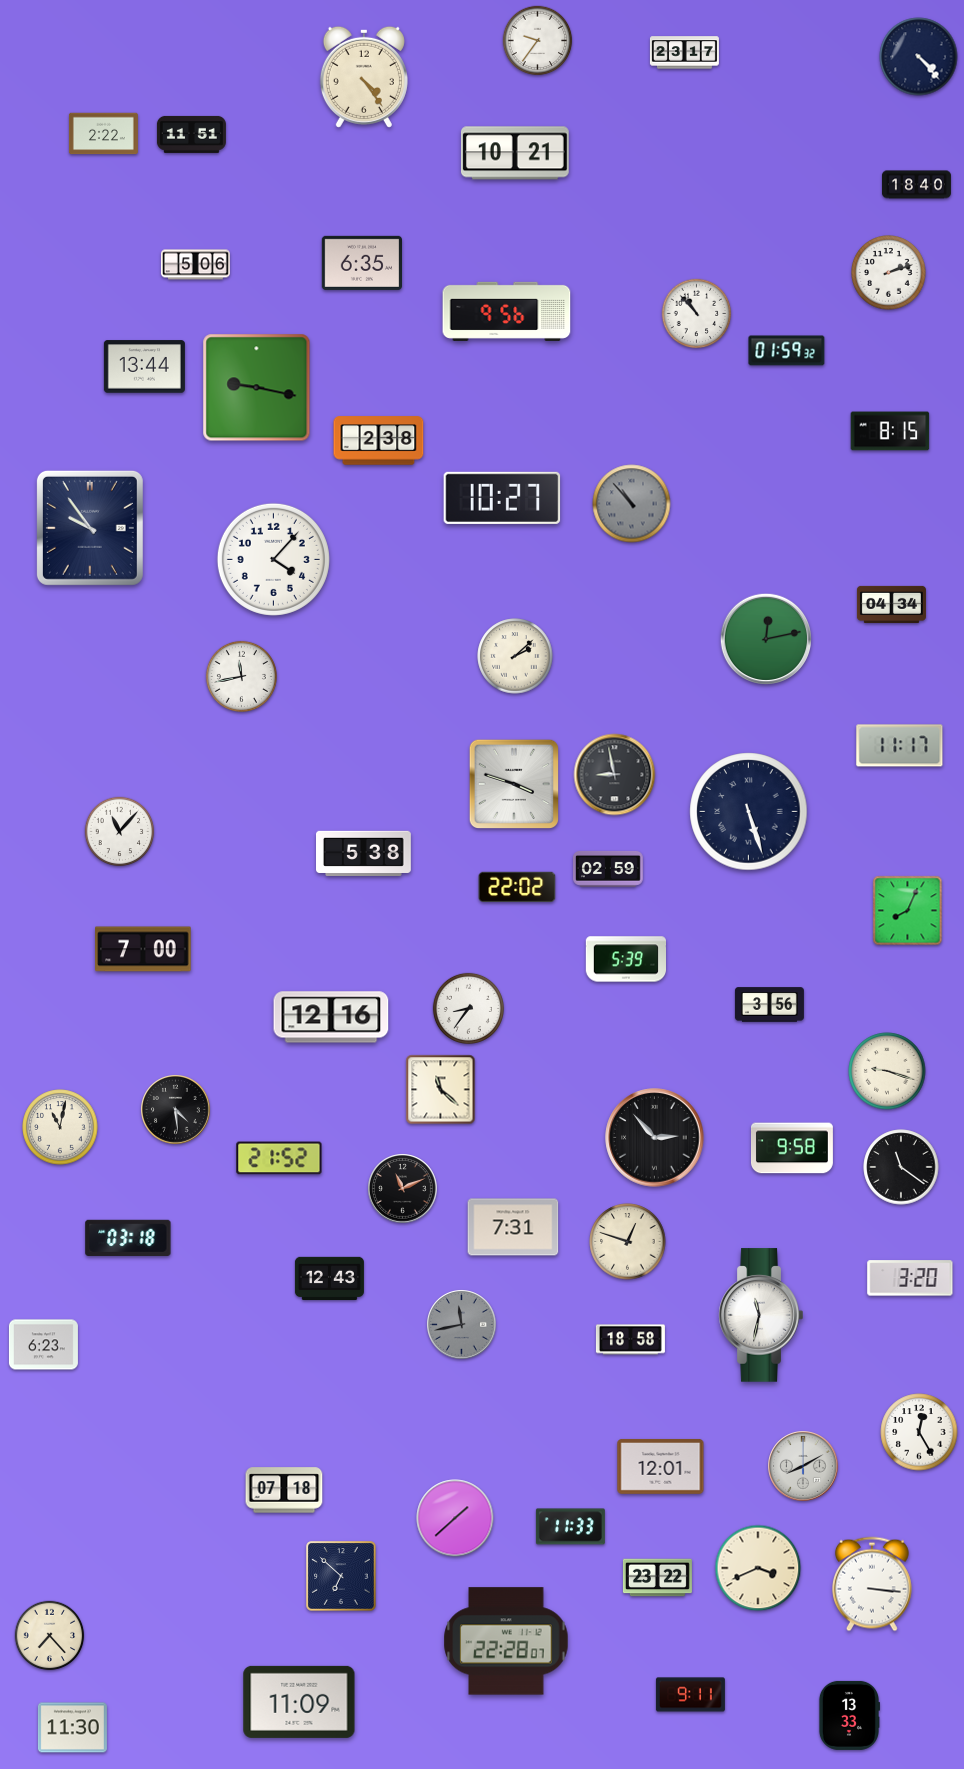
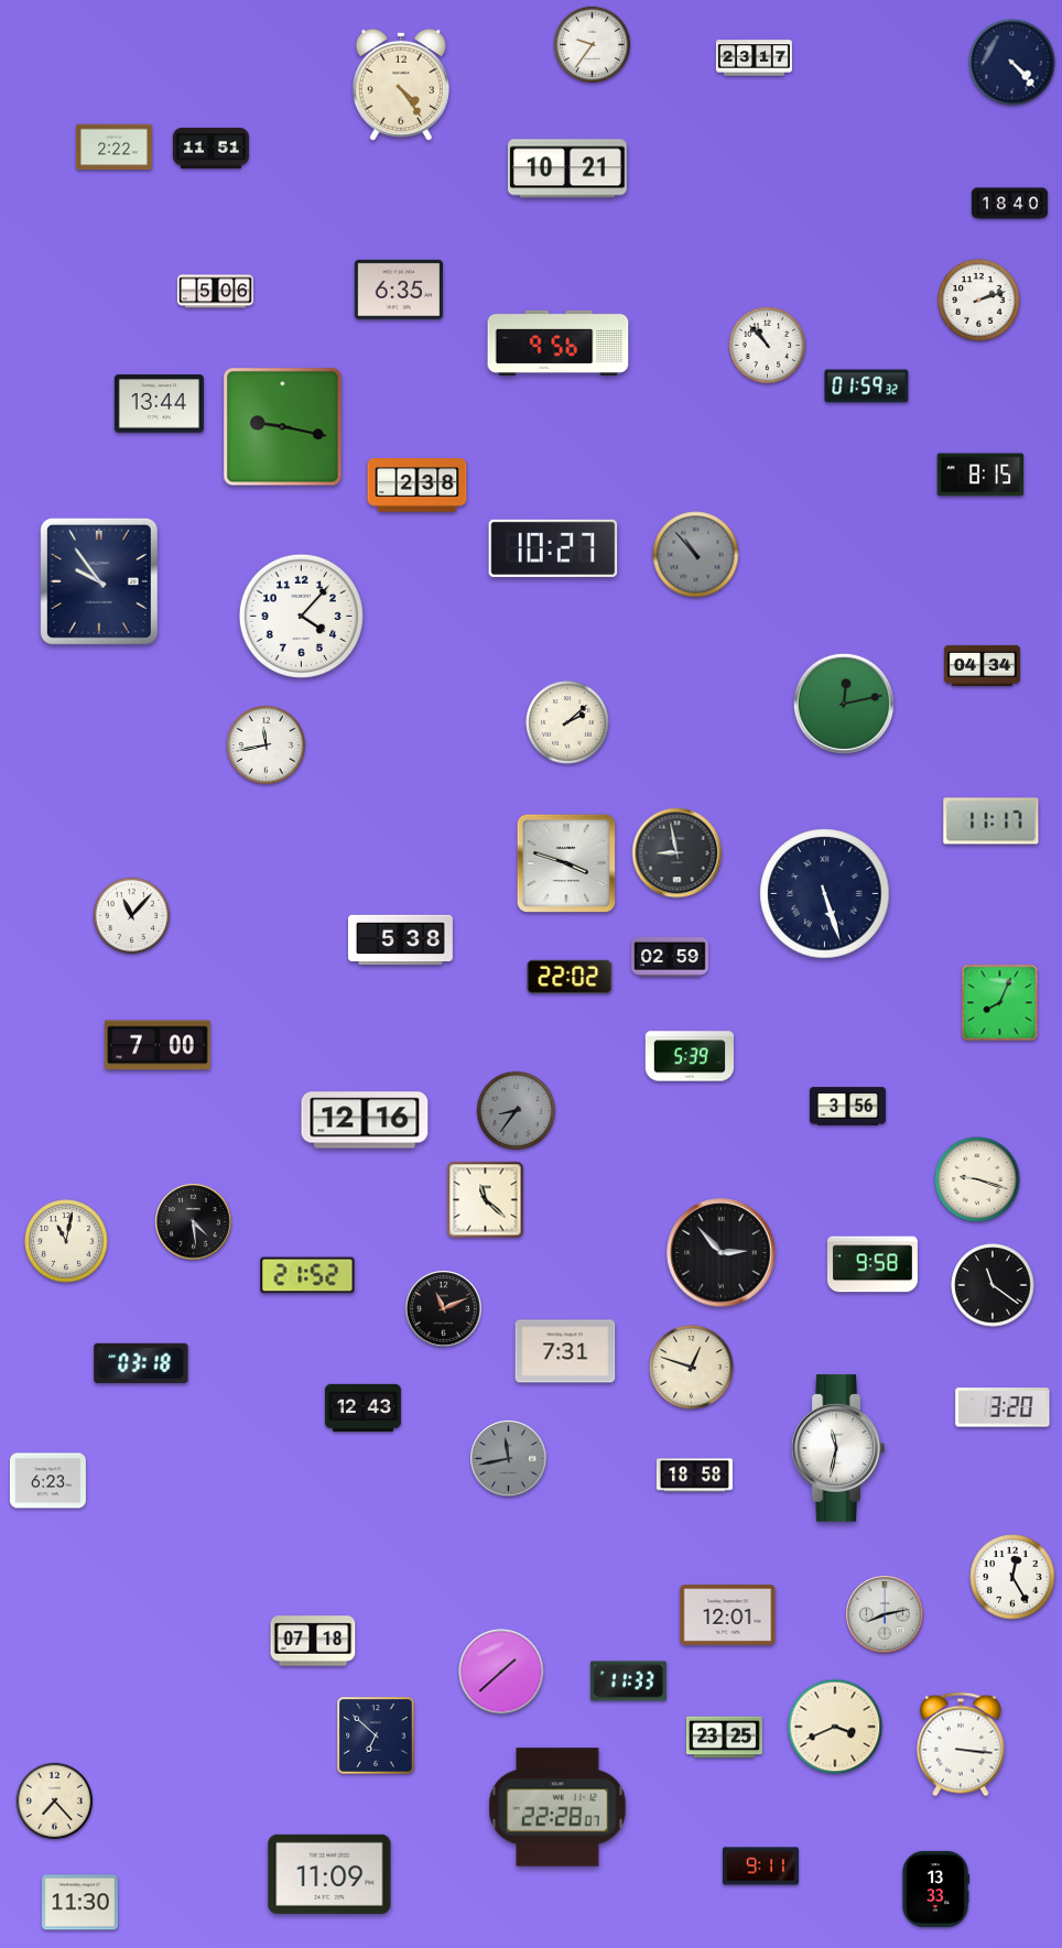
clock at (468, 1008) dial: white -> grey
clock at (803, 1466): 8:10 -> 8:13
clock at (657, 1578): 23:22 -> 23:25
